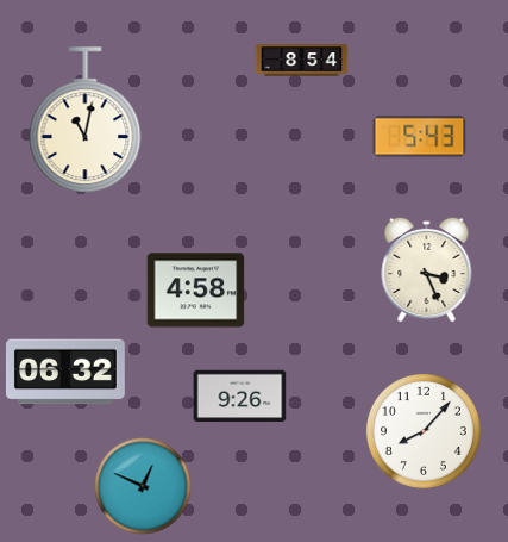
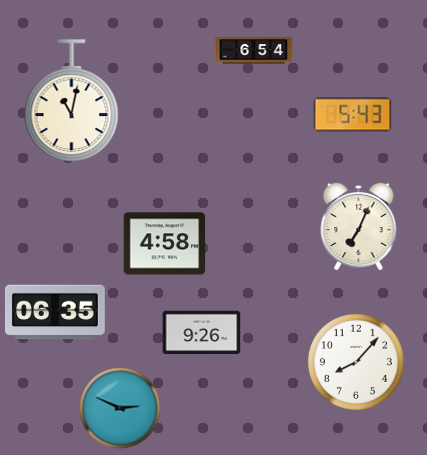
clock at (301, 61): 8:54 -> 6:54
clock at (427, 269): 3:26 -> 7:04
clock at (65, 372): 06:32 -> 06:35
clock at (143, 486): 12:49 -> 2:49
